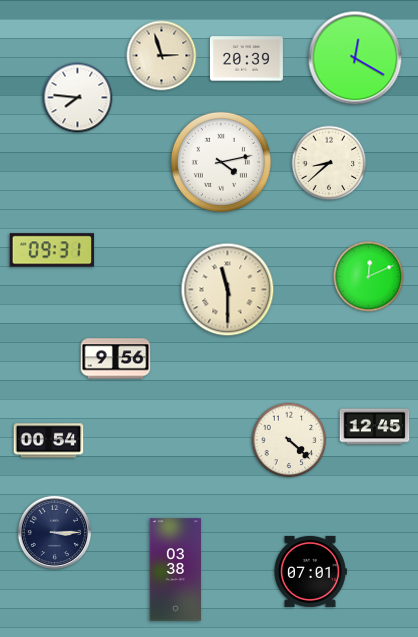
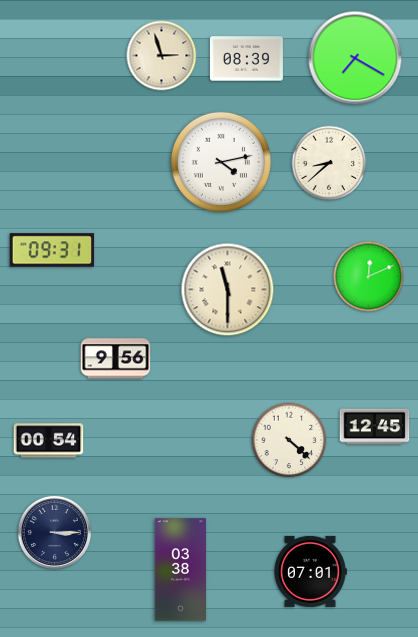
clock at (355, 58): 12:20 -> 7:20
clock at (246, 59): 20:39 -> 08:39
clock at (78, 98): 7:46 -> none
clock at (175, 570) position: (175, 570) -> (180, 570)
